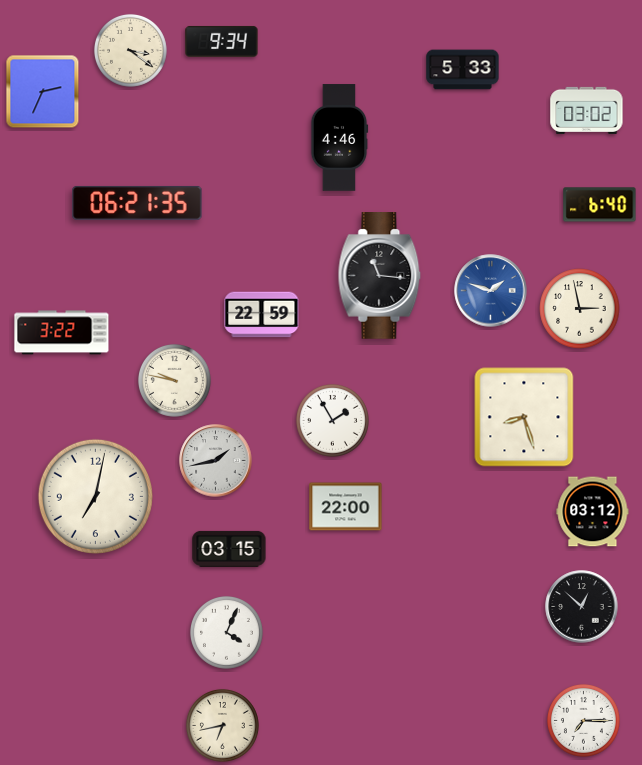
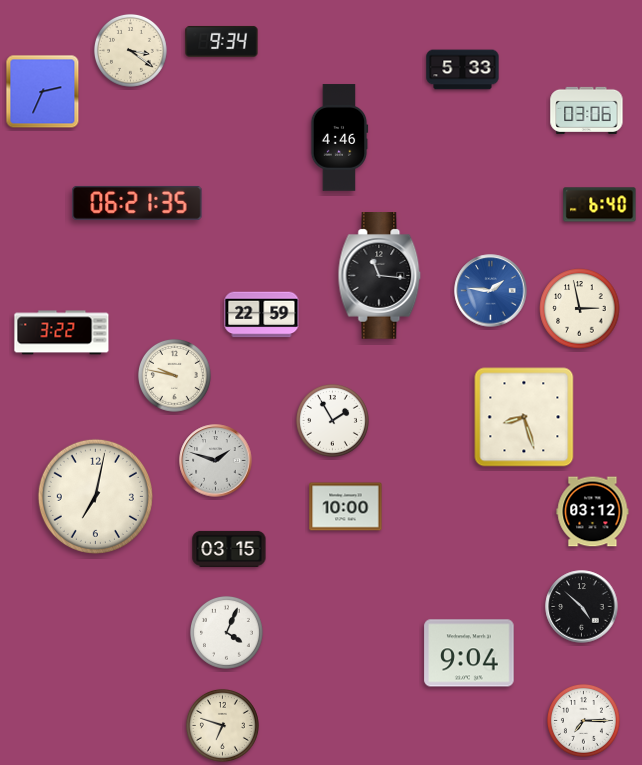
clock at (587, 110): 03:02 -> 03:06
clock at (491, 291): 1:48 -> 1:46
clock at (174, 380) position: (174, 380) -> (174, 375)
clock at (216, 461): 1:43 -> 1:48
clock at (346, 507): 22:00 -> 10:00
clock at (582, 607): 12:52 -> 4:52
clock at (469, 653): none -> 9:04
clock at (222, 725): 6:43 -> 6:48
